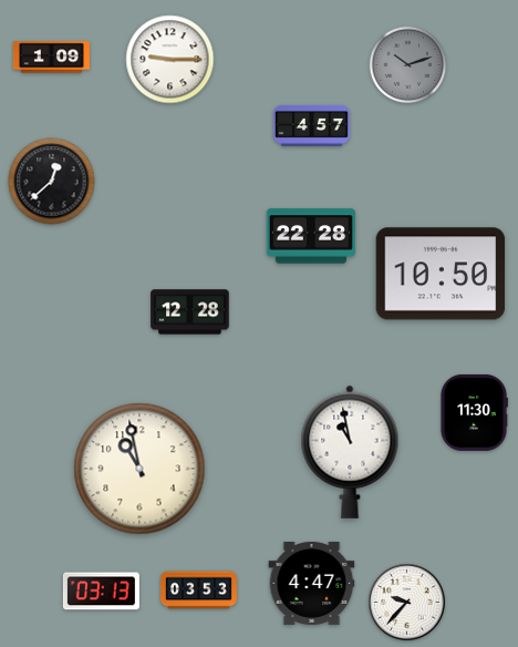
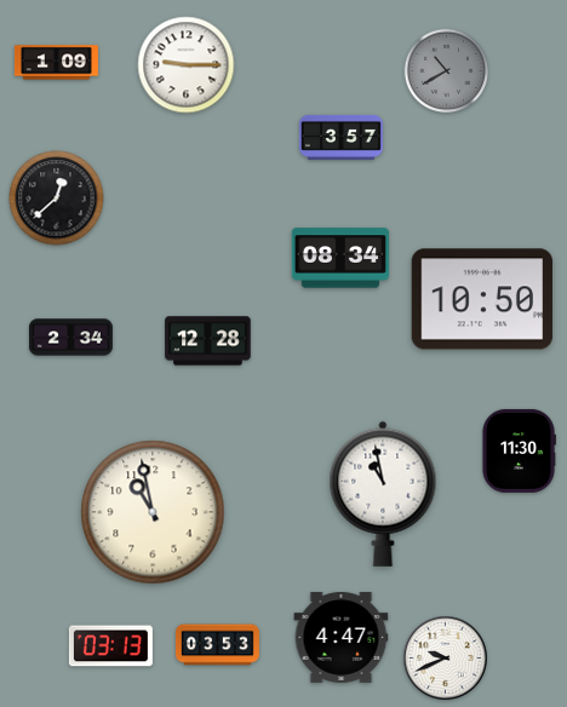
clock at (408, 65): 10:12 -> 10:40
clock at (311, 125): 4:57 -> 3:57
clock at (310, 236): 22:28 -> 08:34
clock at (70, 338): none -> 2:34
clock at (407, 603): 9:37 -> 9:41
